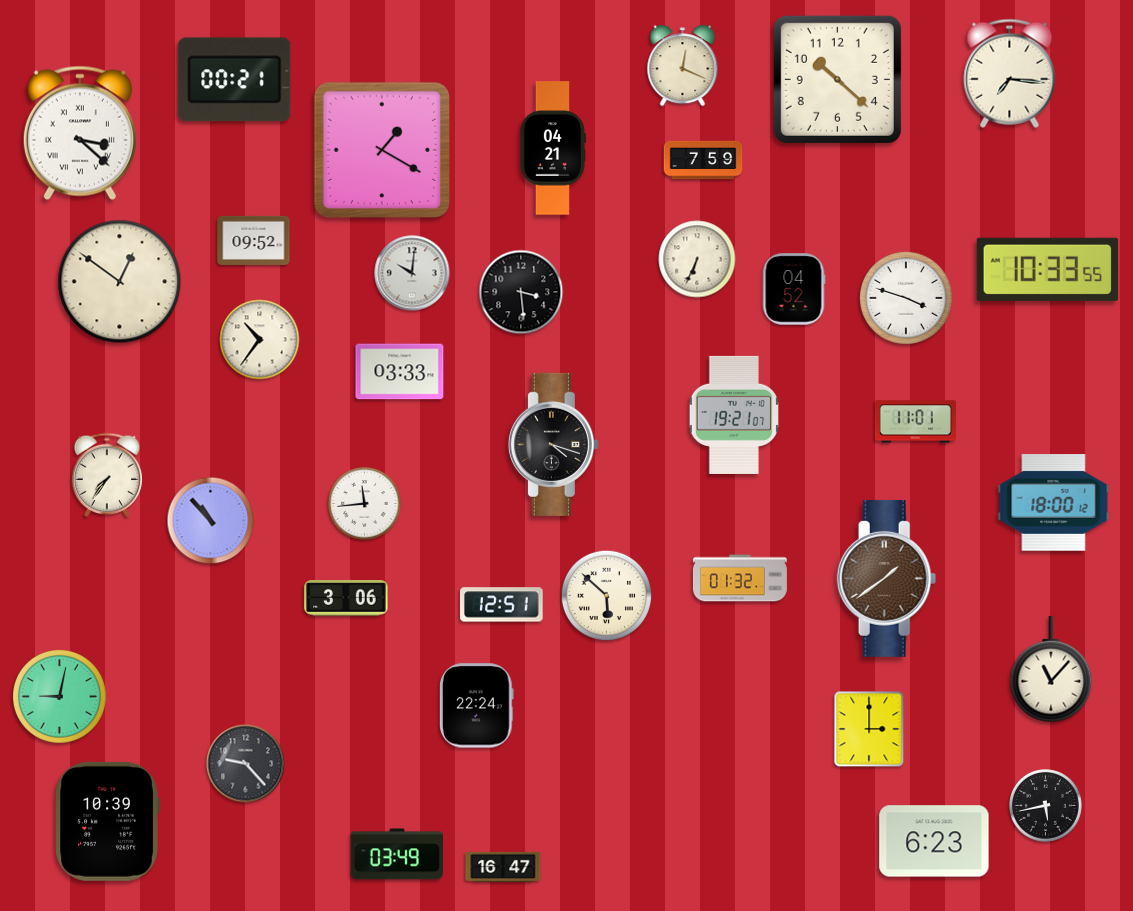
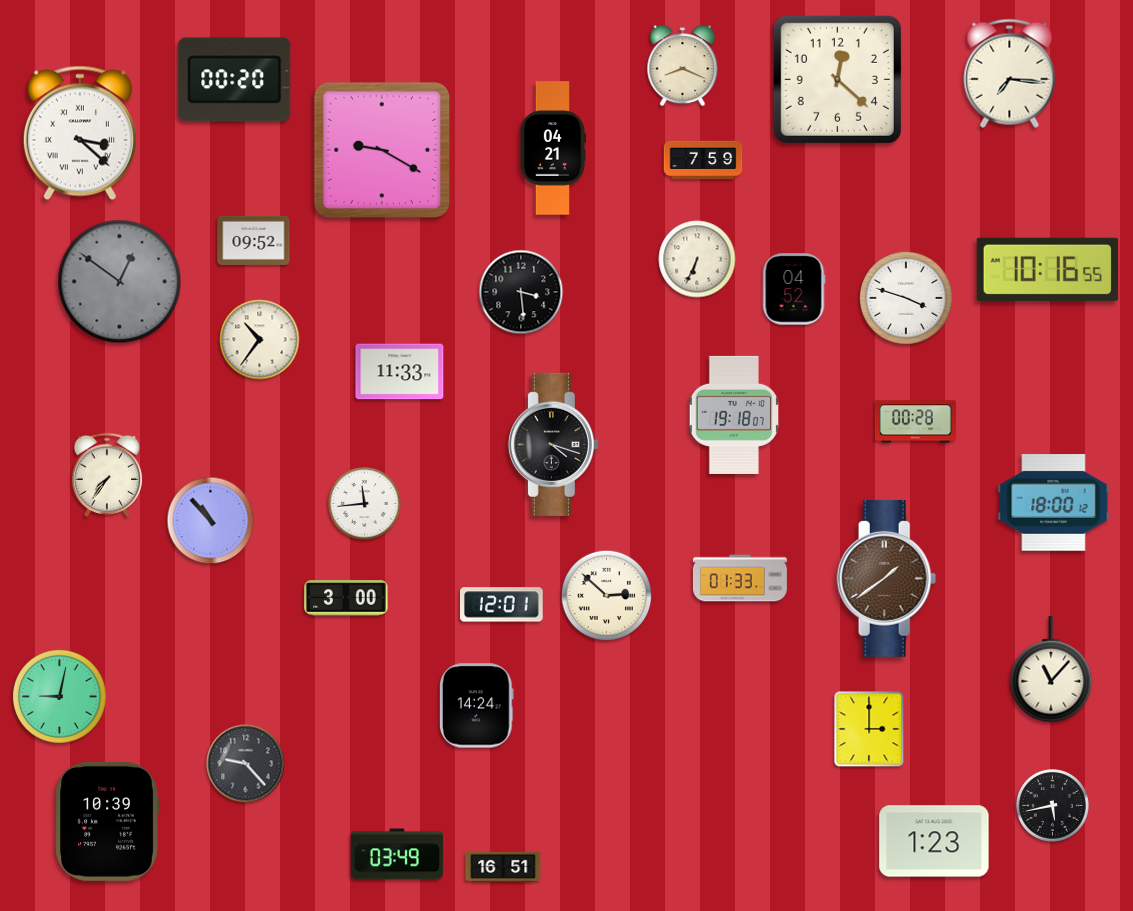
clock at (683, 66): 12:19 -> 8:19
clock at (837, 79): 10:22 -> 12:22
clock at (235, 80): 00:21 -> 00:20
clock at (381, 149): 1:20 -> 9:20
clock at (1047, 269): 10:33 -> 10:16
clock at (412, 273): 10:01 -> none
clock at (120, 282) dial: cream -> grey
clock at (400, 372): 03:33 -> 11:33
clock at (734, 415): 19:21 -> 19:18
clock at (915, 422): 11:01 -> 00:28
clock at (740, 578): 01:32 -> 01:33
clock at (606, 595): 5:52 -> 2:52
clock at (346, 598): 3:06 -> 3:00
clock at (502, 605): 12:51 -> 12:01
clock at (477, 706): 22:24 -> 14:24
clock at (1046, 806) position: (1046, 806) -> (1053, 806)
clock at (934, 841): 6:23 -> 1:23
clock at (503, 867): 16:47 -> 16:51
